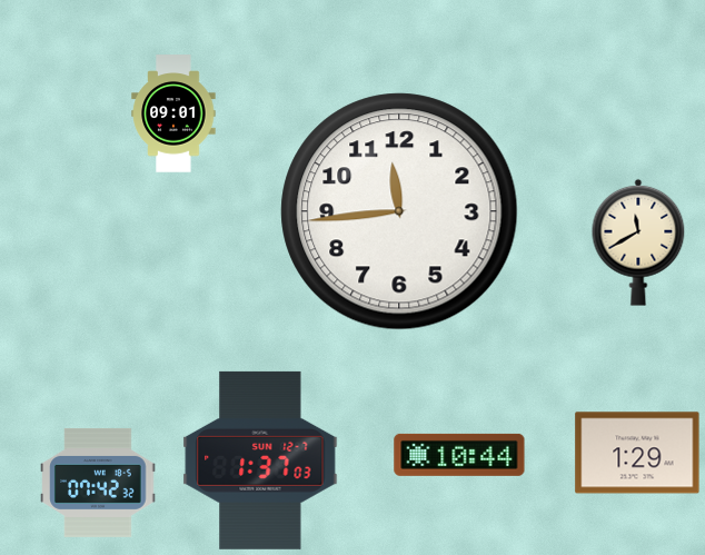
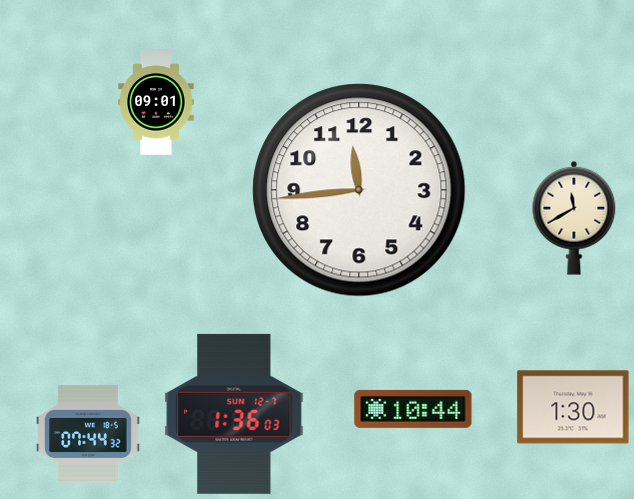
clock at (637, 453): 1:29 -> 1:30
clock at (260, 460): 1:37 -> 1:36
clock at (98, 483): 07:42 -> 07:44
